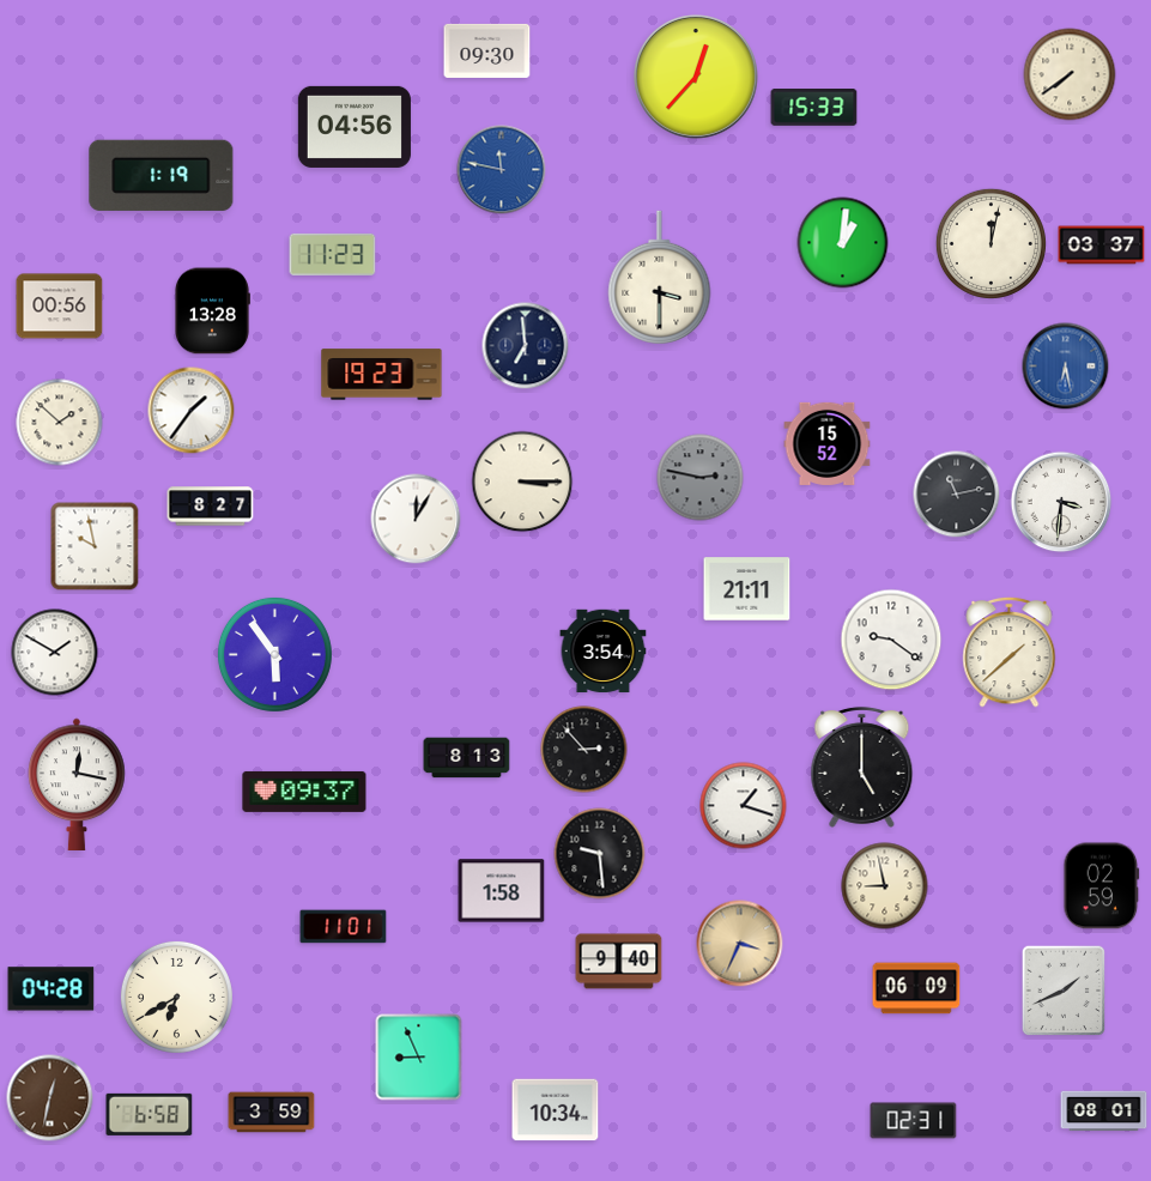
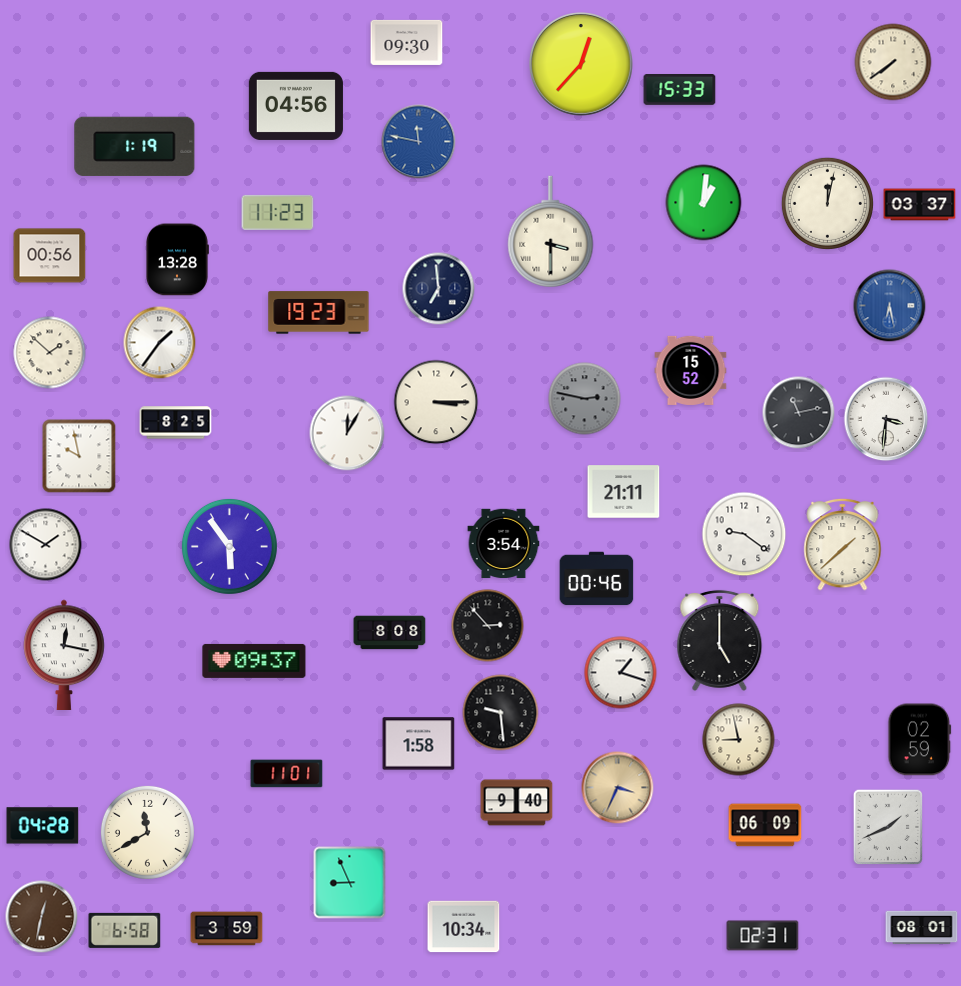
clock at (211, 507): 8:27 -> 8:25
clock at (597, 579): none -> 00:46
clock at (467, 758): 8:13 -> 8:08
clock at (176, 997): 6:40 -> 11:40
